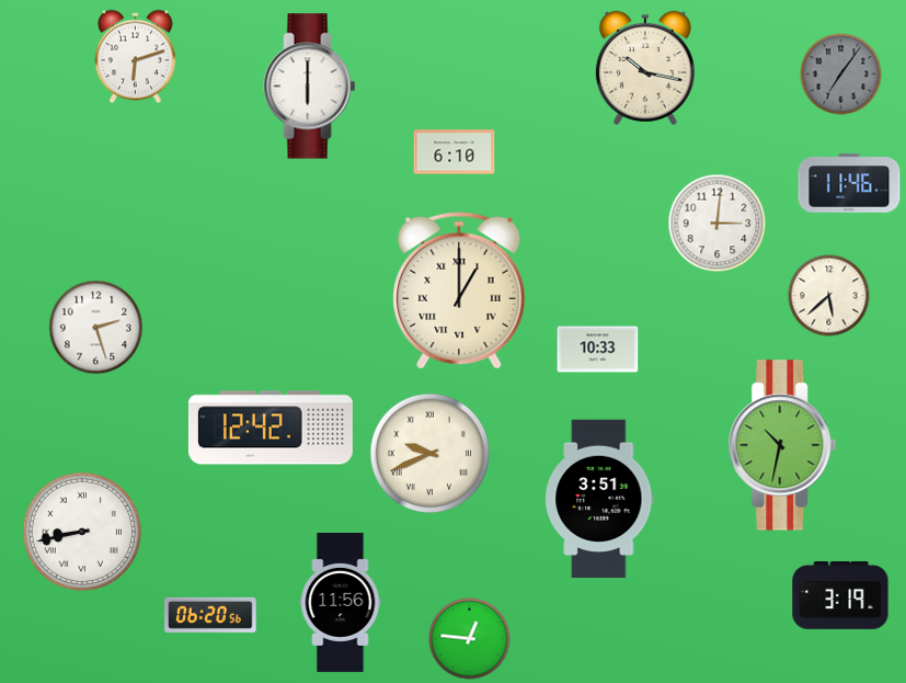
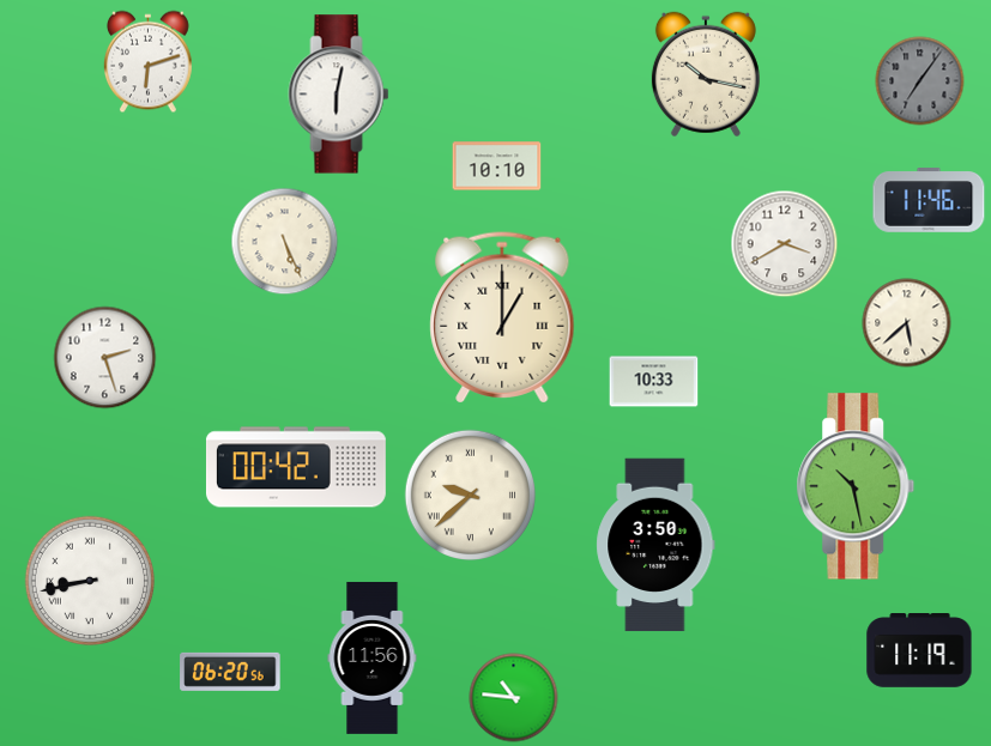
clock at (310, 87): 6:00 -> 6:02
clock at (455, 152): 6:10 -> 10:10
clock at (285, 242): none -> 5:26
clock at (718, 224): 3:01 -> 3:40
clock at (271, 428): 12:42 -> 00:42
clock at (782, 445): 10:32 -> 10:28
clock at (429, 453): 9:41 -> 9:38
clock at (599, 499): 3:51 -> 3:50
clock at (840, 596): 3:19 -> 11:19
clock at (470, 639): 12:46 -> 10:46
